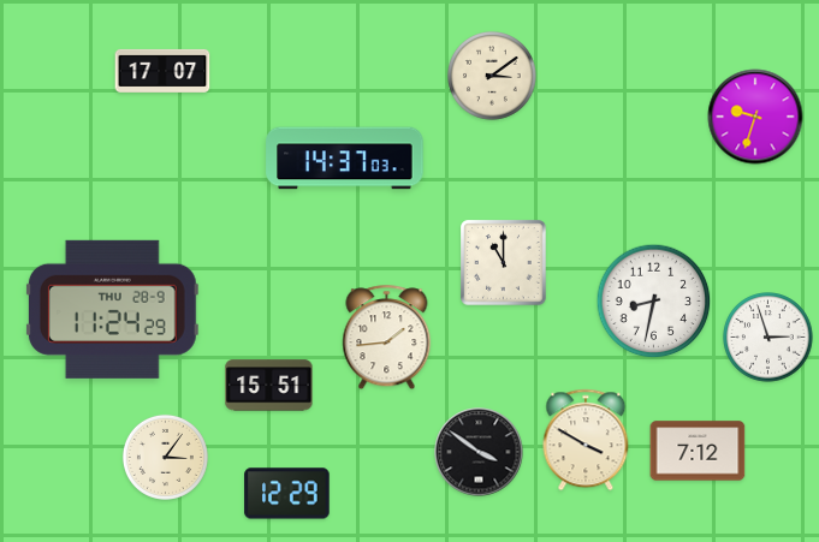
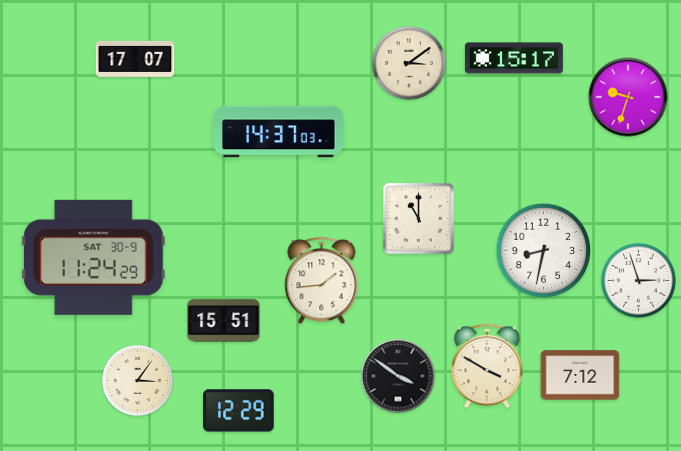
clock at (514, 58): none -> 15:17
clock at (345, 159) position: (345, 159) -> (279, 132)
clock at (112, 309) date: THU 28-9 -> SAT 30-9
